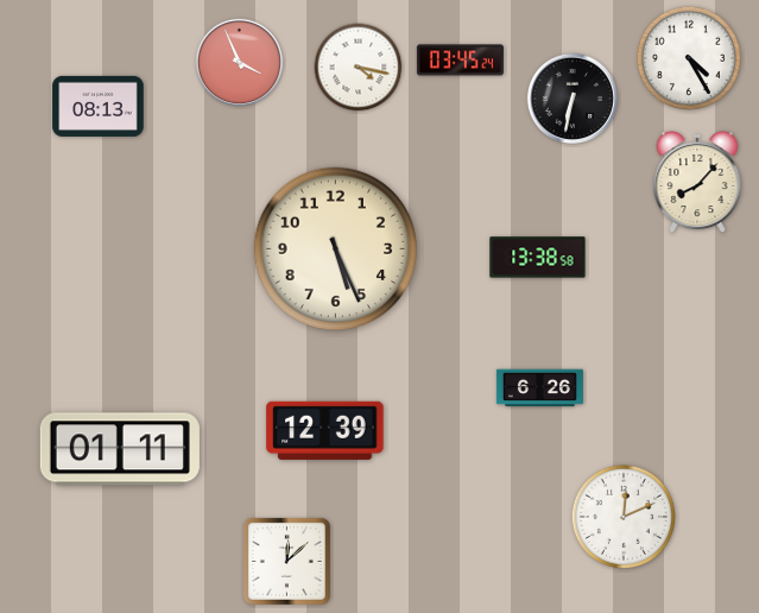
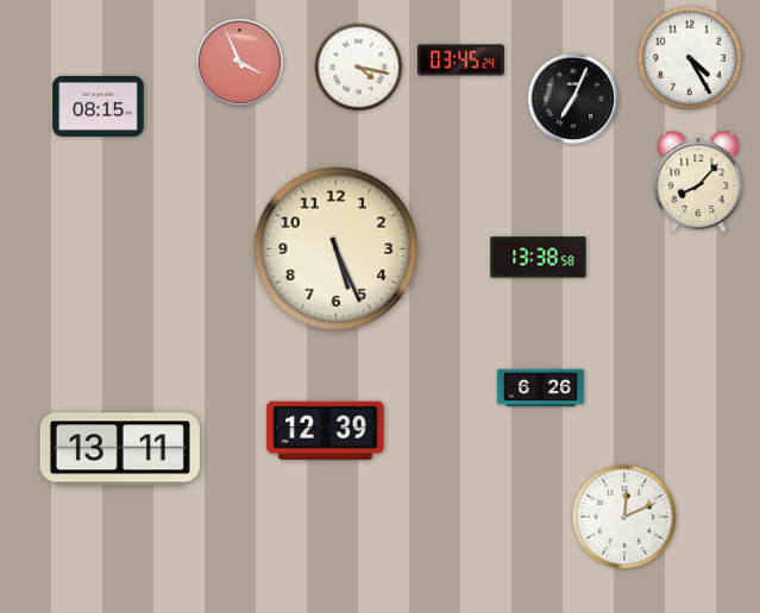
clock at (573, 99): 6:32 -> 7:04
clock at (99, 106): 08:13 -> 08:15
clock at (120, 449): 01:11 -> 13:11
clock at (286, 561): 12:08 -> none
